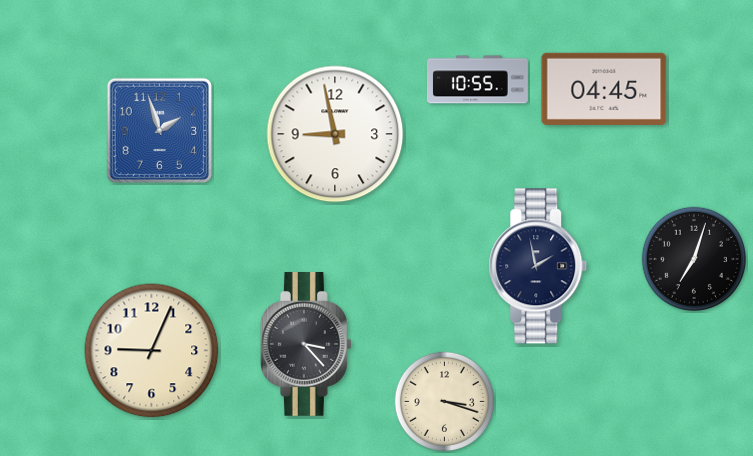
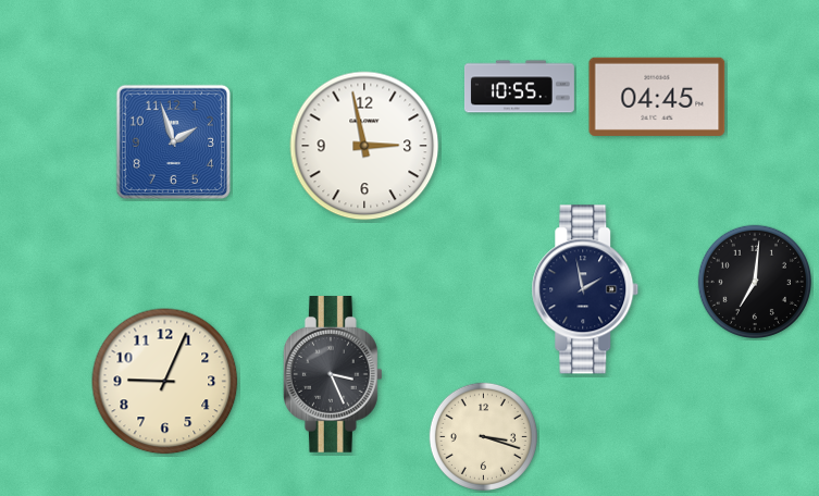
clock at (335, 134): 8:58 -> 2:58
clock at (693, 258): 7:03 -> 7:01
clock at (306, 345): 3:23 -> 3:26
